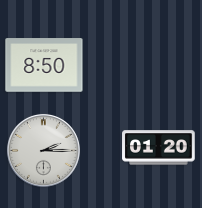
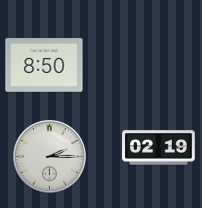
clock at (159, 148): 01:20 -> 02:19
clock at (43, 150) position: (43, 150) -> (49, 156)
